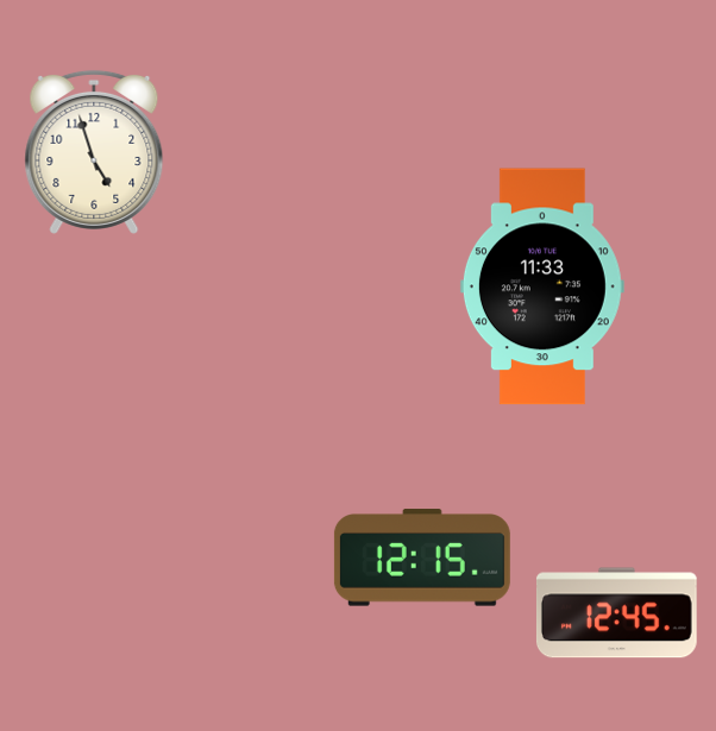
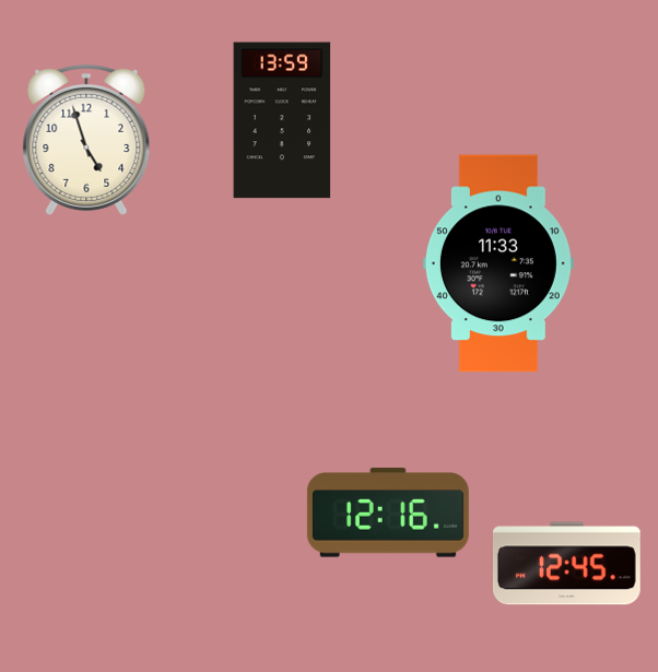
clock at (282, 120): none -> 13:59
clock at (422, 557): 12:15 -> 12:16
